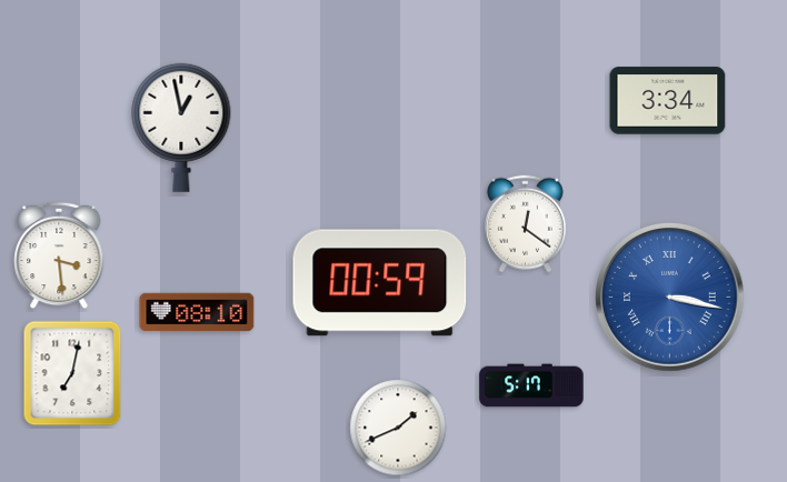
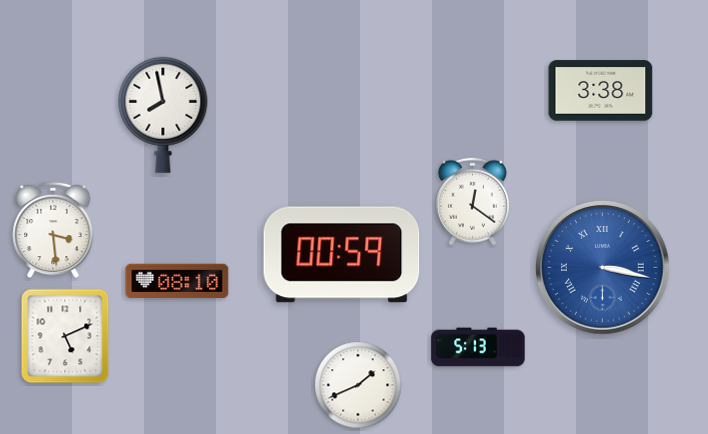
clock at (668, 101): 3:34 -> 3:38
clock at (181, 128): 12:58 -> 7:58
clock at (72, 373): 7:02 -> 5:11
clock at (531, 385): 5:17 -> 5:13
